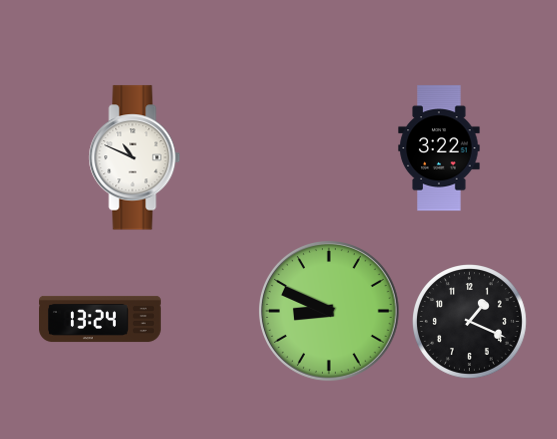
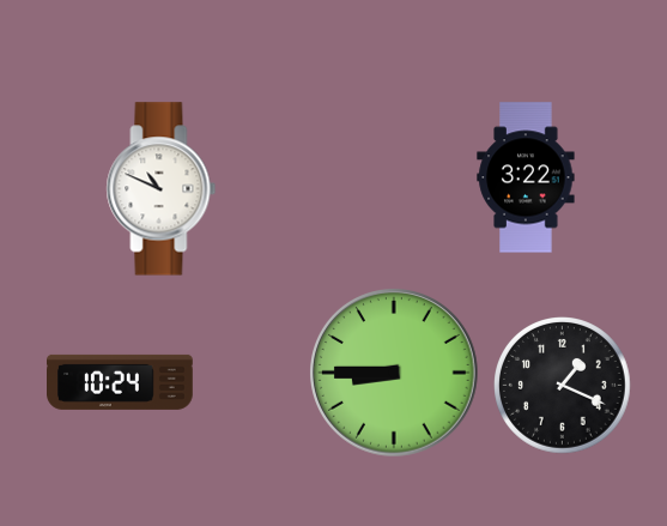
clock at (330, 312): 8:49 -> 8:45
clock at (101, 319): 13:24 -> 10:24
